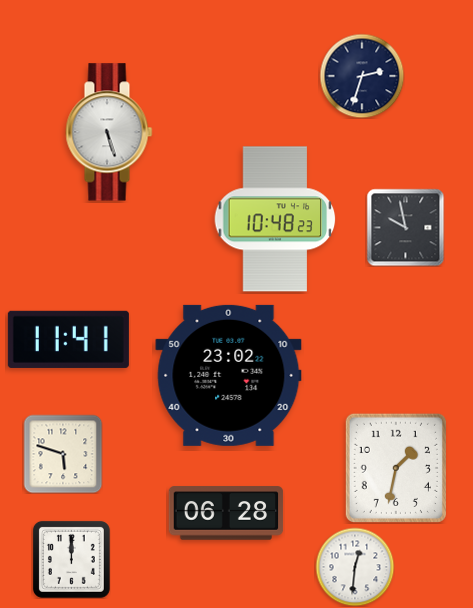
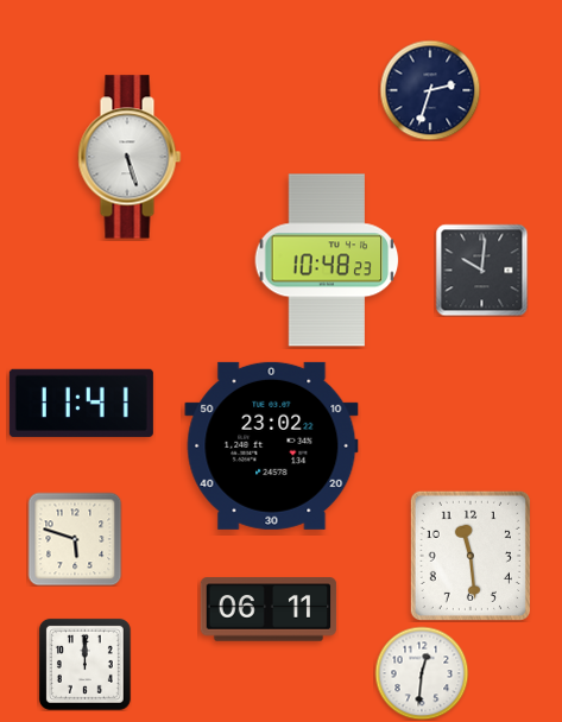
clock at (405, 227): 9:58 -> 10:01
clock at (396, 468): 1:32 -> 11:29
clock at (226, 513): 06:28 -> 06:11
